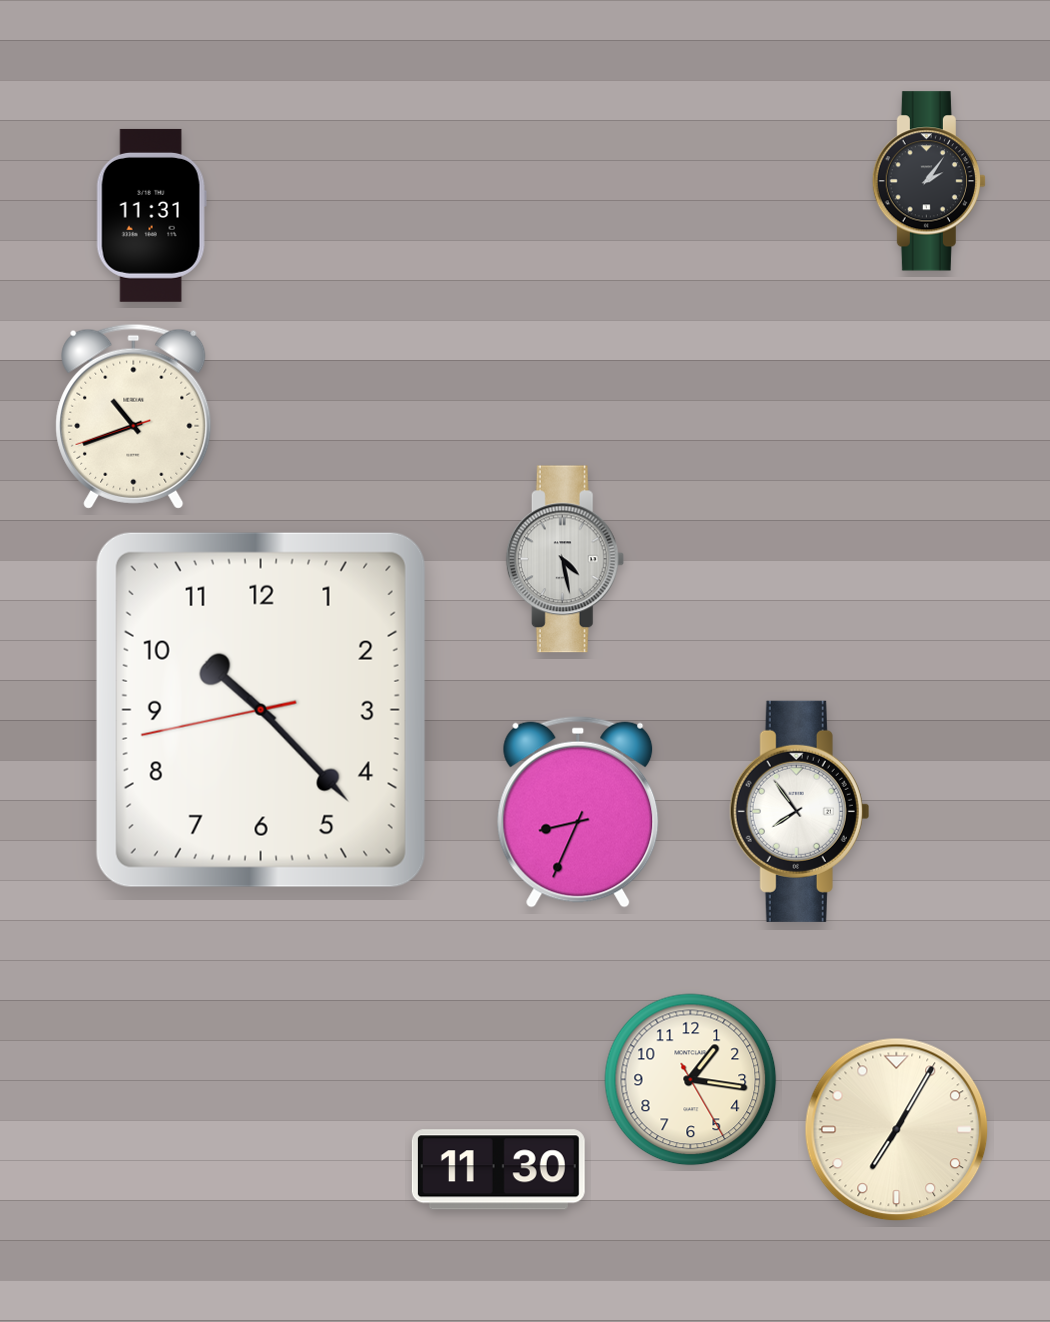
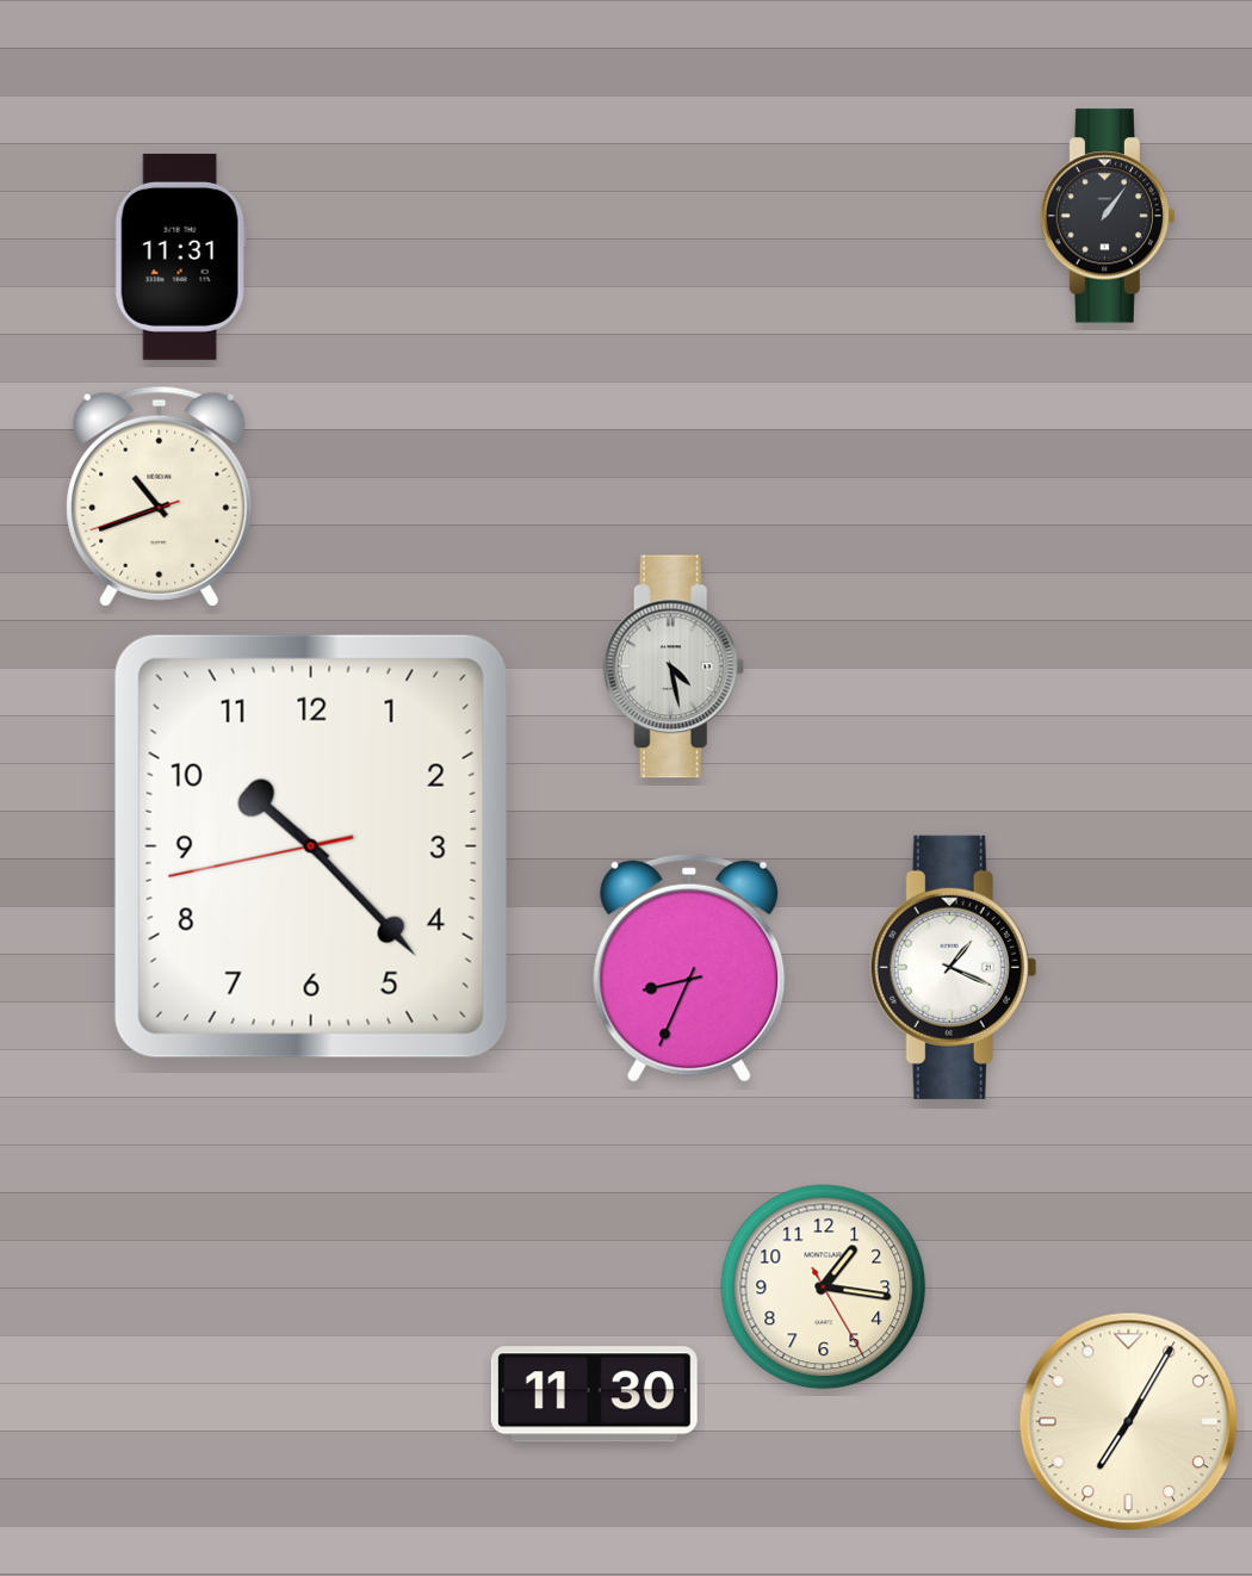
clock at (928, 181): 2:06 -> 1:06
clock at (800, 811): 7:54 -> 1:19
clock at (897, 1130) position: (897, 1130) -> (1129, 1422)
